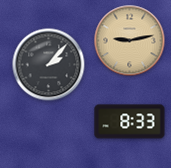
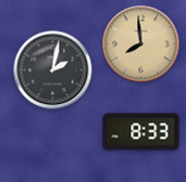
clock at (130, 41): 9:13 -> 7:59
clock at (49, 65): 2:07 -> 2:02
